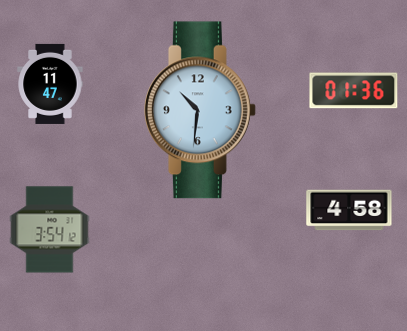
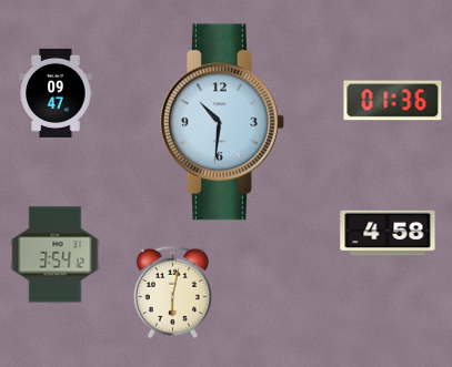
clock at (50, 84): 11:47 -> 09:47
clock at (172, 292): none -> 6:02
